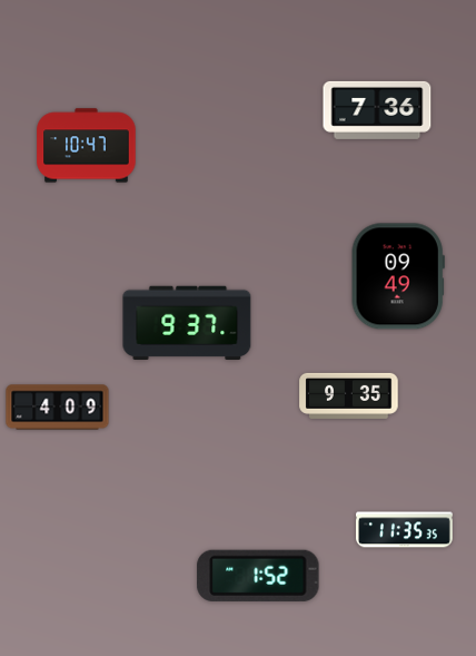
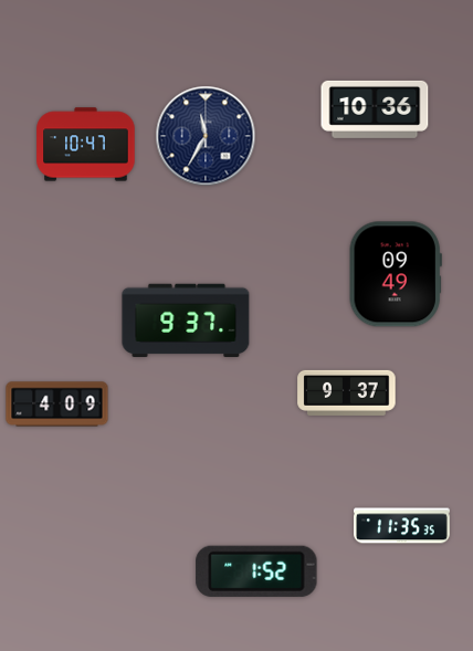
clock at (377, 110): 7:36 -> 10:36
clock at (206, 136): none -> 11:35
clock at (349, 395): 9:35 -> 9:37
